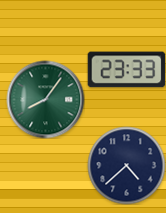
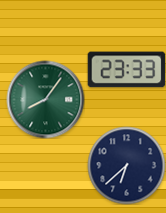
clock at (126, 165): 4:38 -> 6:38
